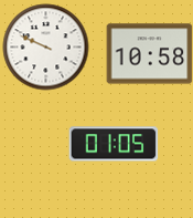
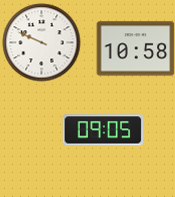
clock at (114, 144): 01:05 -> 09:05
